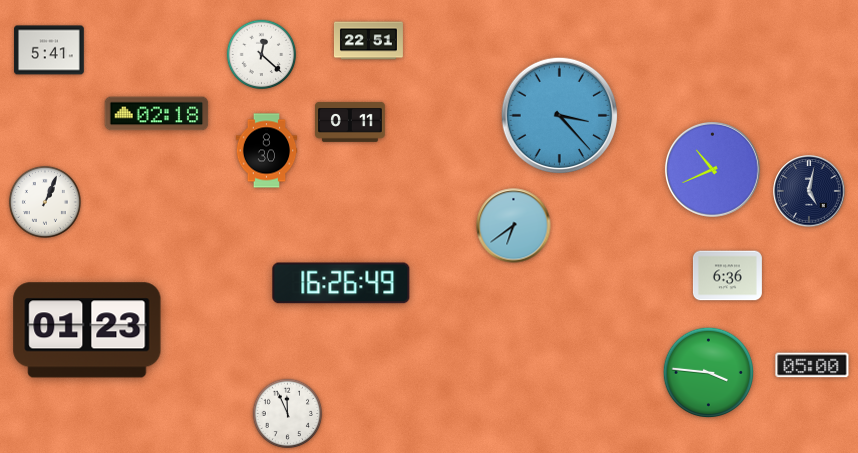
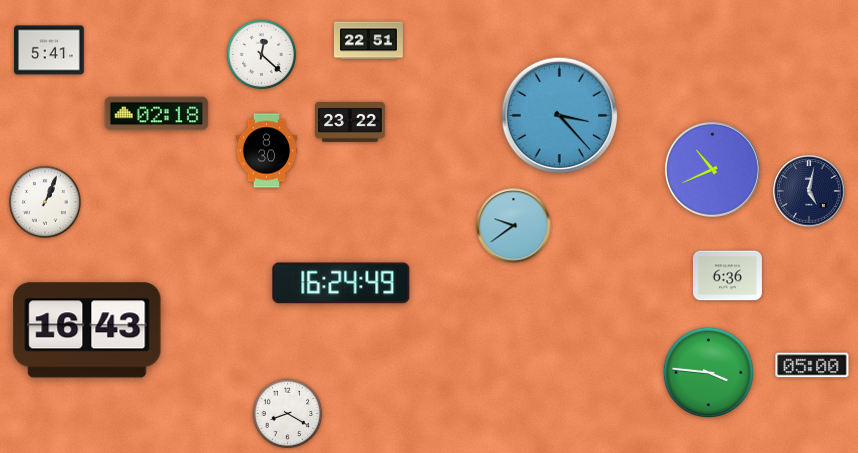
clock at (350, 122): 0:11 -> 23:22
clock at (514, 226): 6:39 -> 9:39
clock at (341, 283): 16:26 -> 16:24
clock at (87, 330): 01:23 -> 16:43
clock at (288, 414): 11:56 -> 8:20
